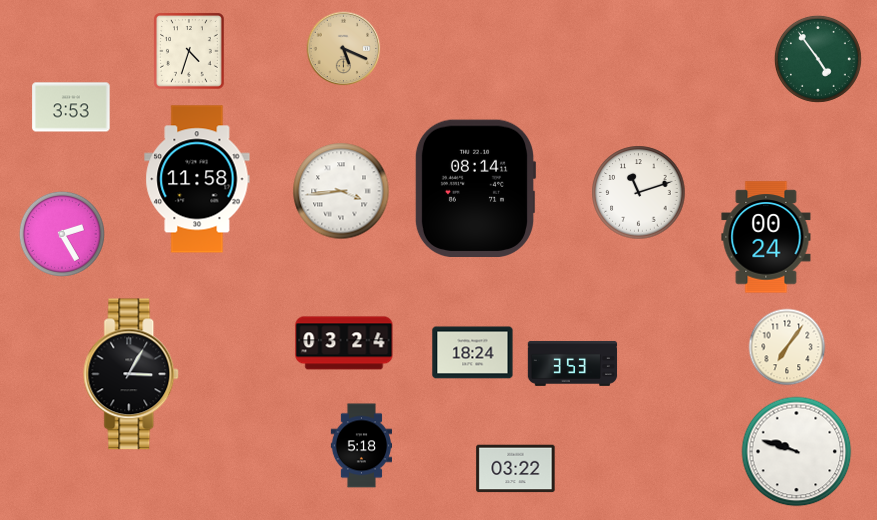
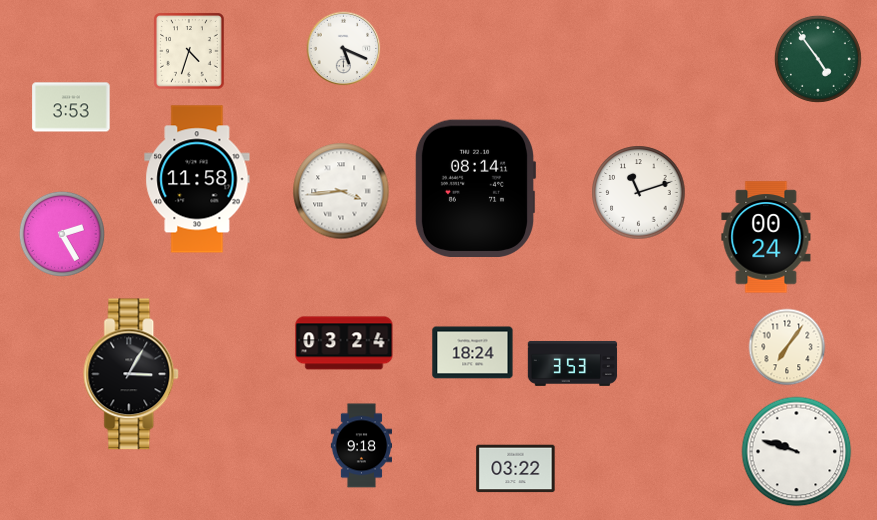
clock at (344, 49) dial: champagne -> white
clock at (361, 446): 5:18 -> 9:18
